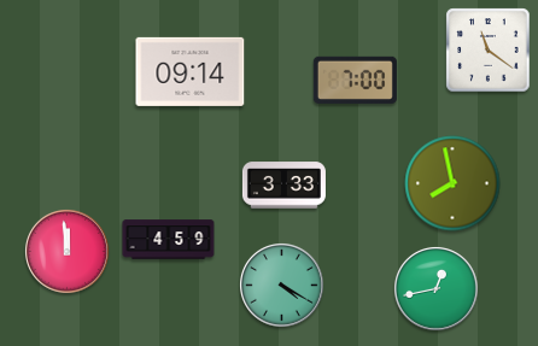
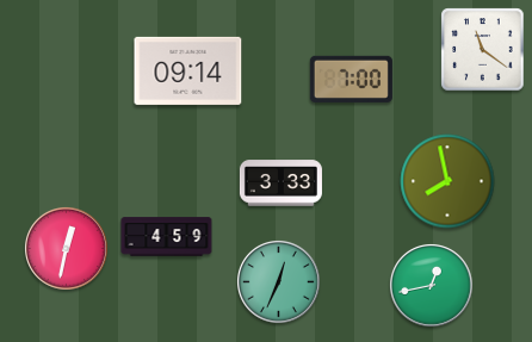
clock at (66, 251): 11:59 -> 12:32
clock at (281, 285): 4:20 -> 12:34
